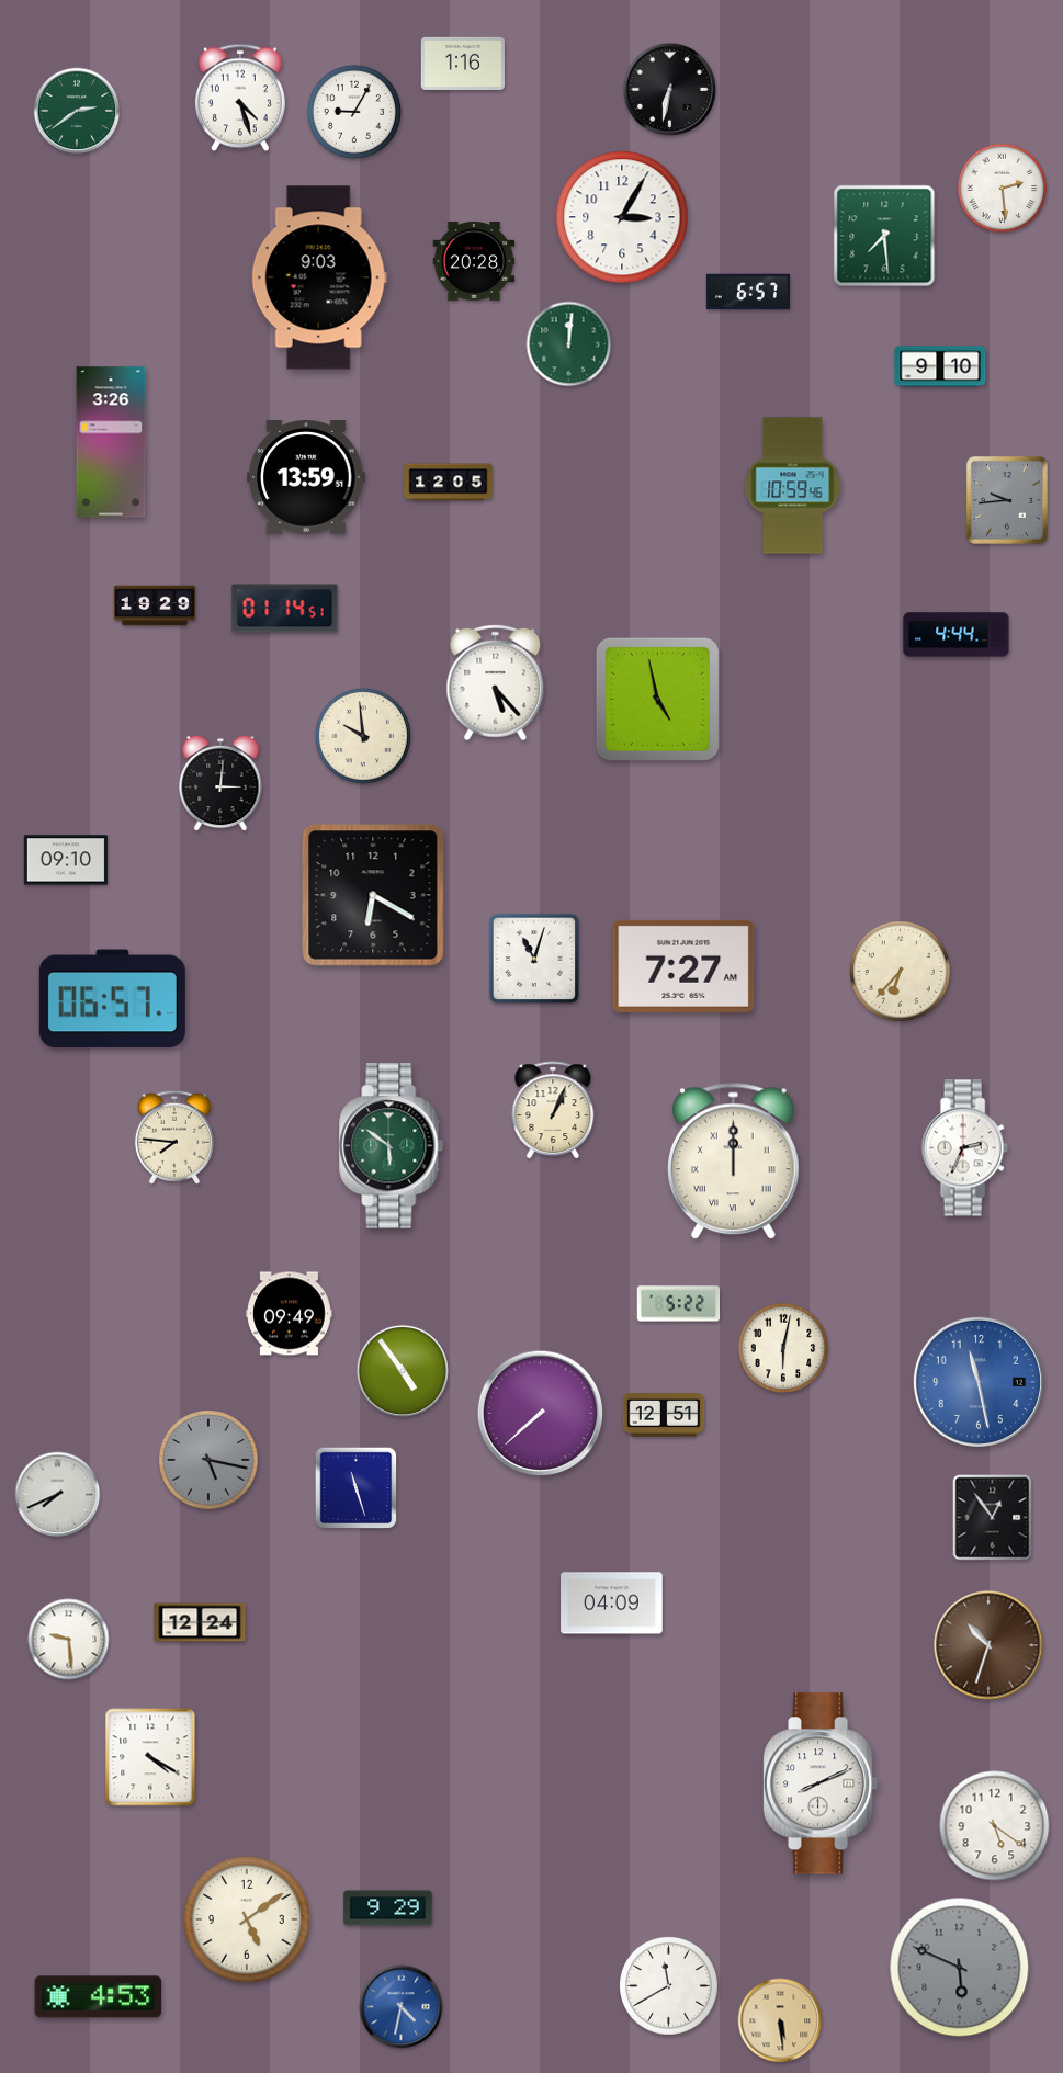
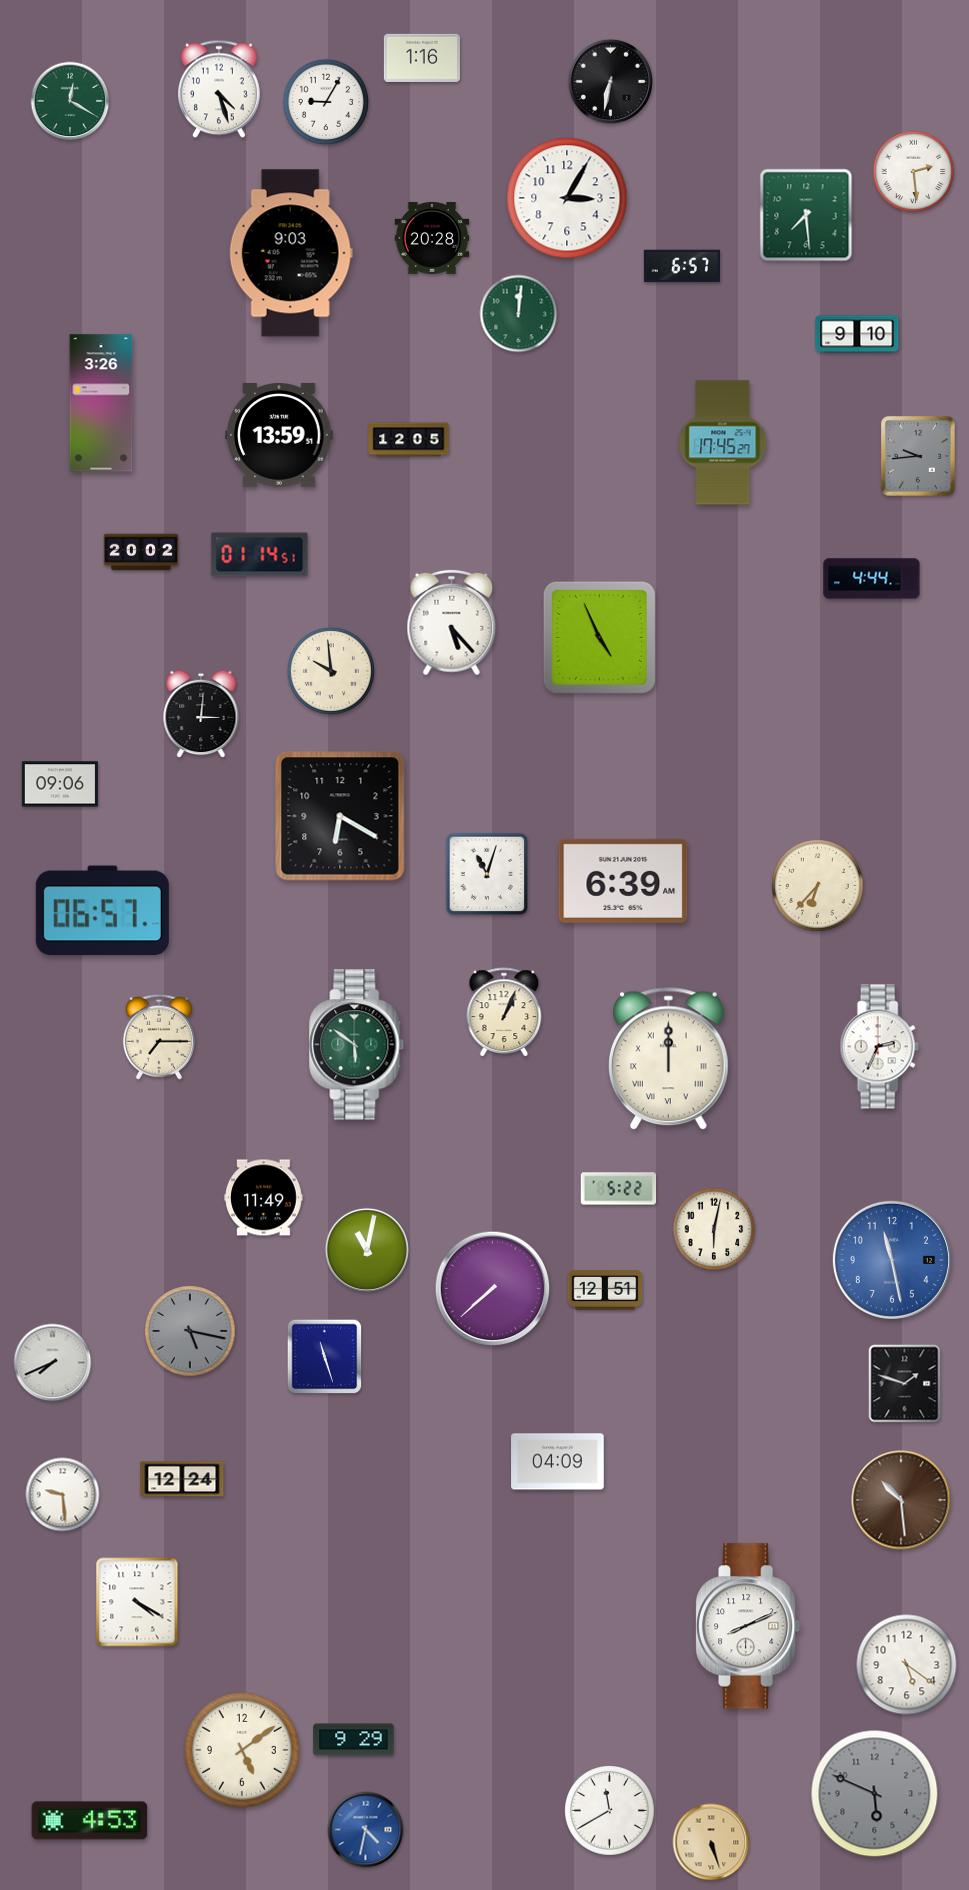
clock at (77, 111): 2:39 -> 12:20
clock at (354, 112) position: (354, 112) -> (326, 102)
clock at (793, 486): 10:59 -> 17:45
clock at (155, 605): 19:29 -> 20:02
clock at (657, 699): 4:58 -> 4:56
clock at (66, 860): 09:10 -> 09:06
clock at (683, 966): 7:27 -> 6:39
clock at (901, 972) position: (901, 972) -> (818, 886)
clock at (174, 1137): 7:46 -> 7:15
clock at (290, 1314): 09:49 -> 11:49
clock at (402, 1370): 4:54 -> 11:02
clock at (993, 1518): 12:54 -> 1:48
clock at (988, 1645): 10:33 -> 10:29
clock at (248, 1921) position: (248, 1921) -> (243, 1751)
clock at (780, 2020): 5:29 -> 5:27
